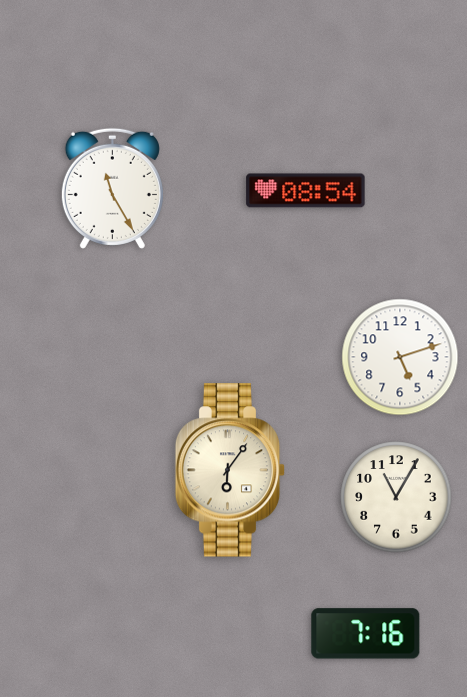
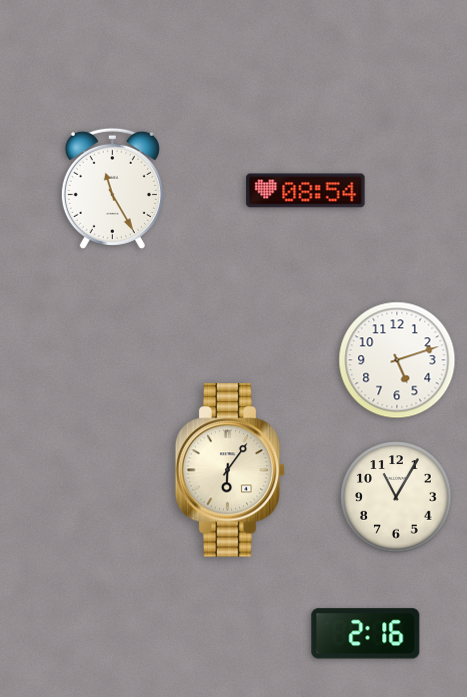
clock at (400, 357) position: (400, 357) -> (397, 360)
clock at (366, 634): 7:16 -> 2:16
